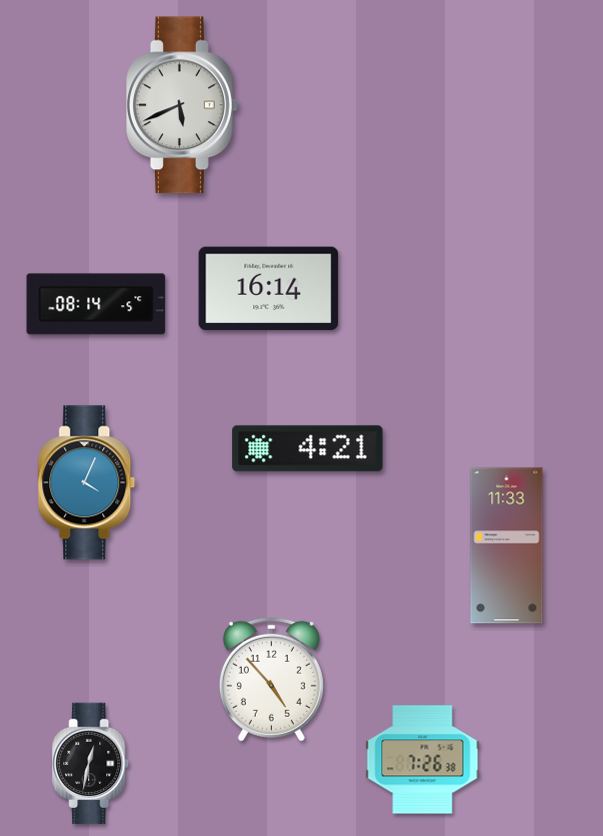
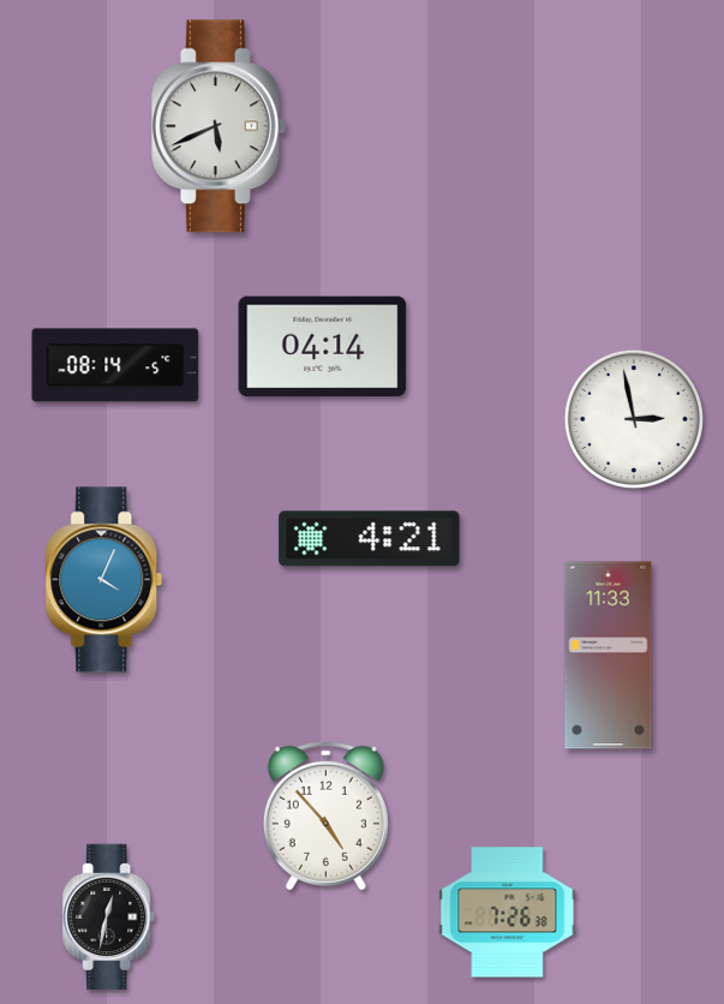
clock at (269, 289): 16:14 -> 04:14
clock at (633, 418): none -> 2:58
